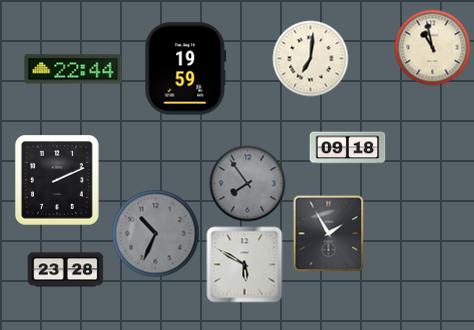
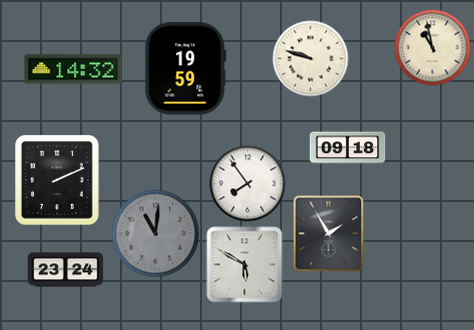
clock at (311, 59): 7:01 -> 9:48
clock at (73, 69): 22:44 -> 14:32
clock at (248, 184) dial: grey -> white
clock at (156, 234): 10:34 -> 11:01
clock at (66, 270): 23:28 -> 23:24
